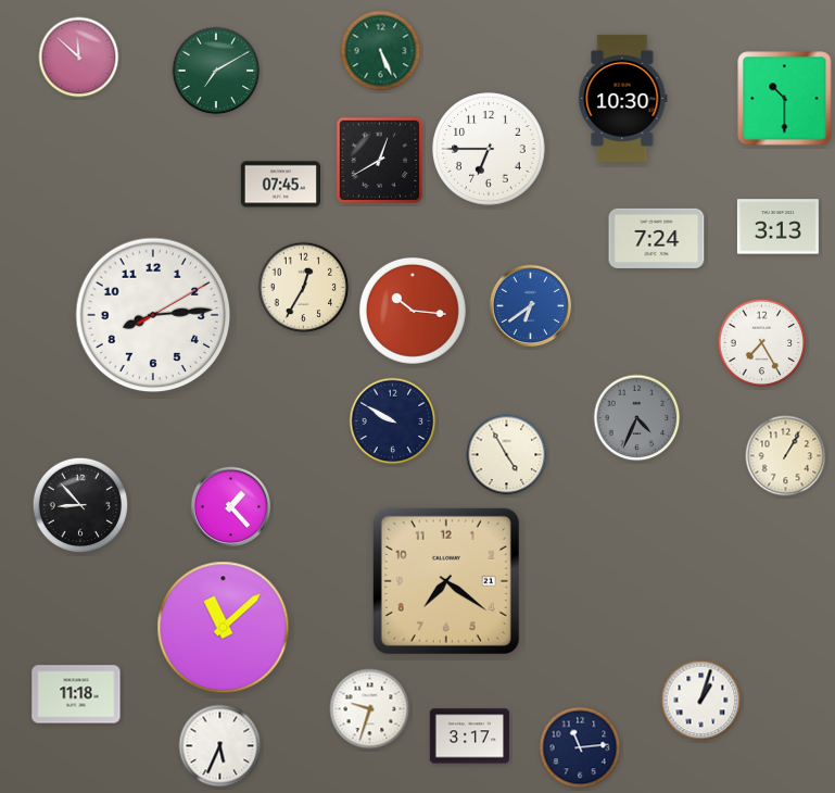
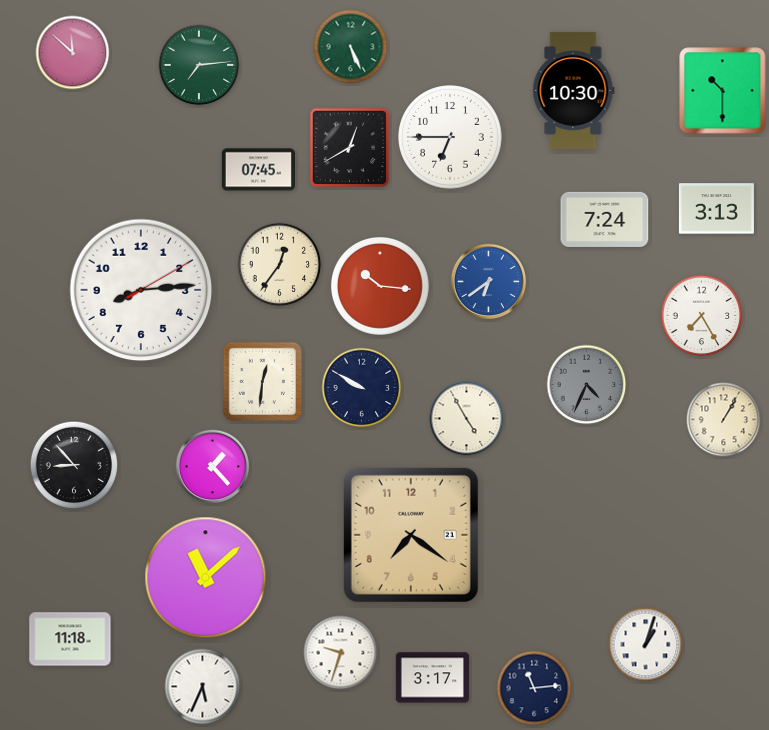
clock at (216, 71): 7:10 -> 7:14
clock at (304, 288): 12:35 -> 12:36
clock at (262, 381): none -> 12:31
